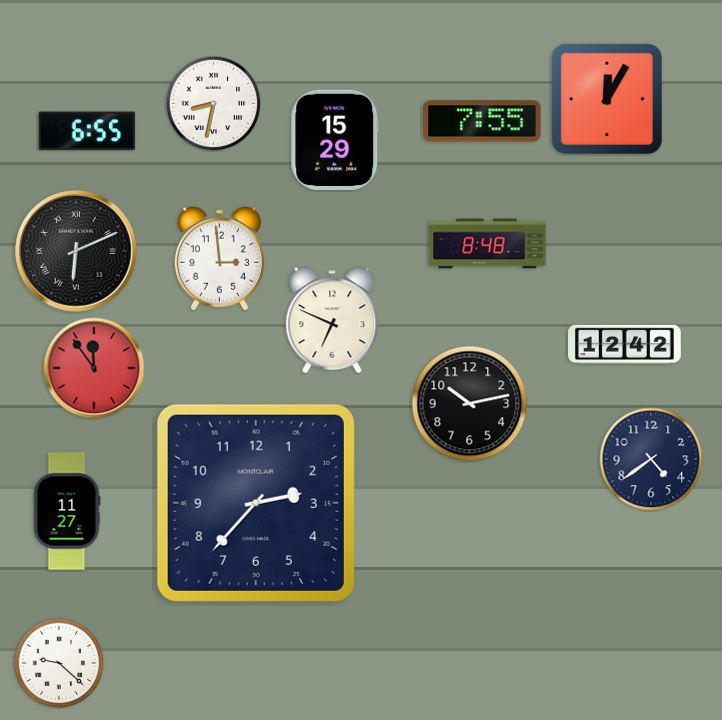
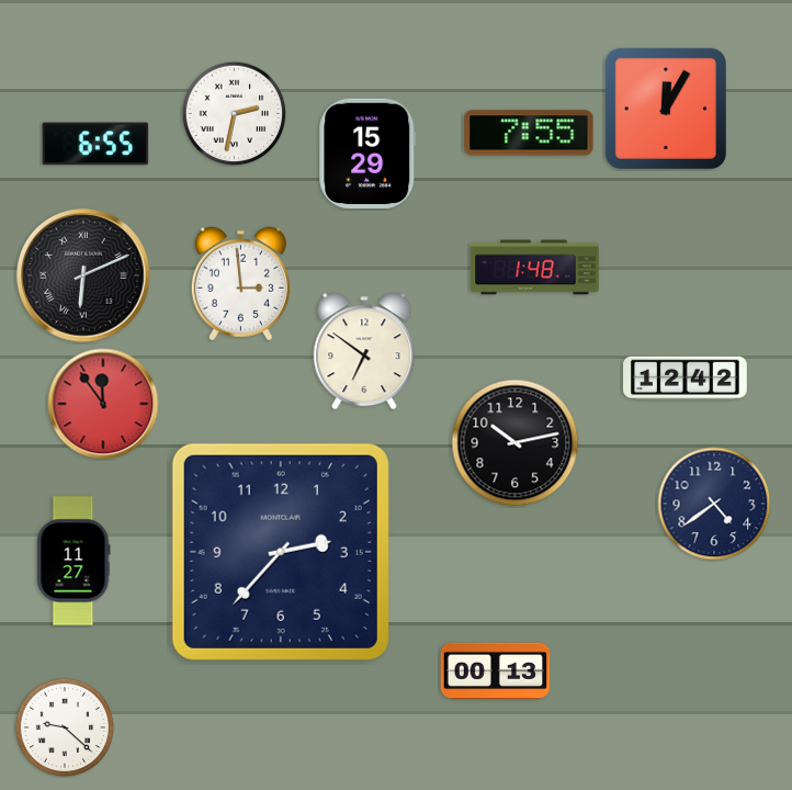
clock at (213, 103): 8:32 -> 2:32
clock at (488, 244): 8:48 -> 1:48
clock at (332, 320): 6:49 -> 6:51
clock at (496, 672): none -> 00:13
